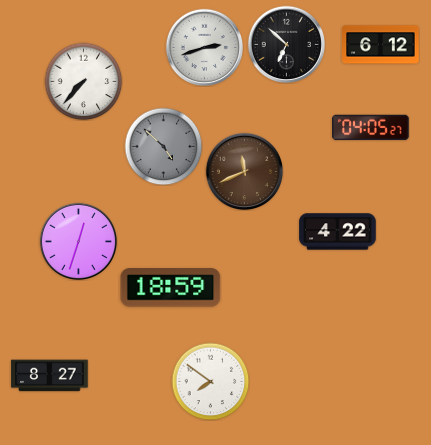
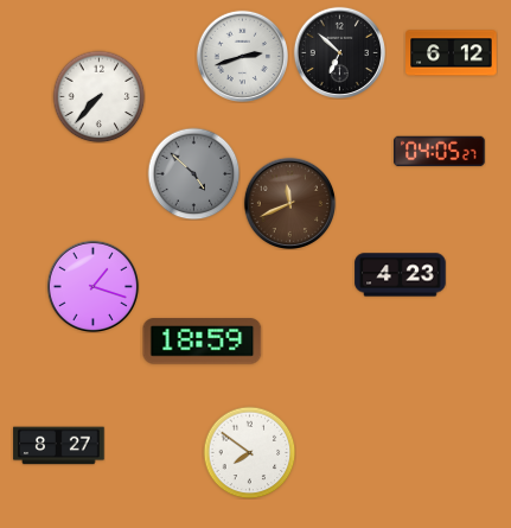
clock at (338, 232): 4:22 -> 4:23
clock at (78, 241): 12:33 -> 1:18
